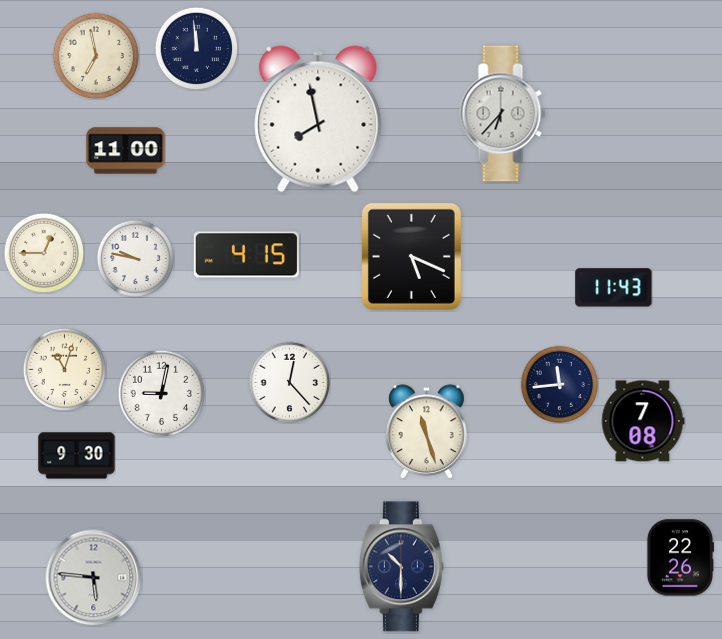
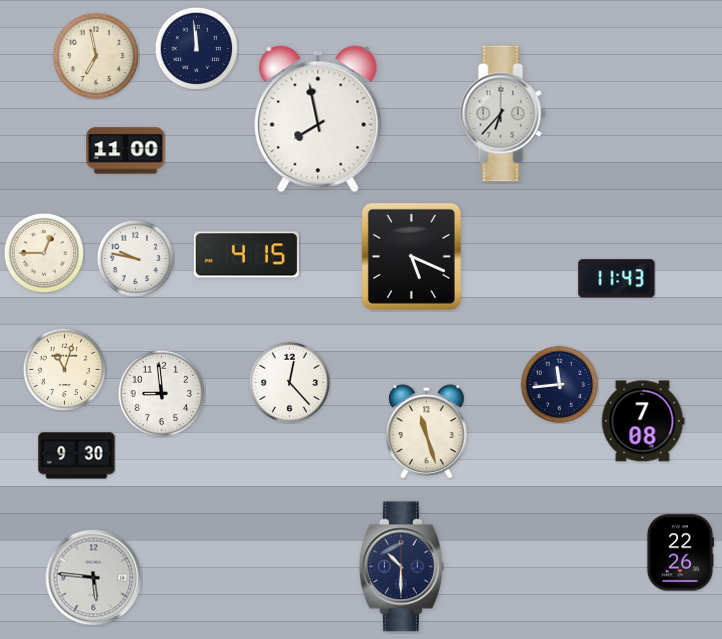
clock at (614, 288) position: (614, 288) -> (617, 279)
clock at (161, 393): 9:02 -> 8:59
clock at (679, 558) position: (679, 558) -> (679, 553)
